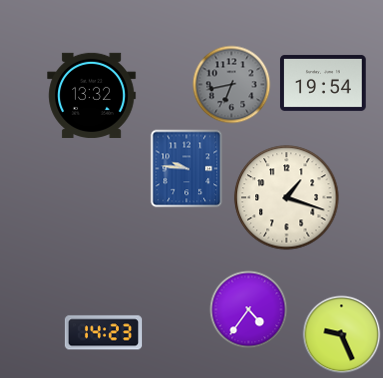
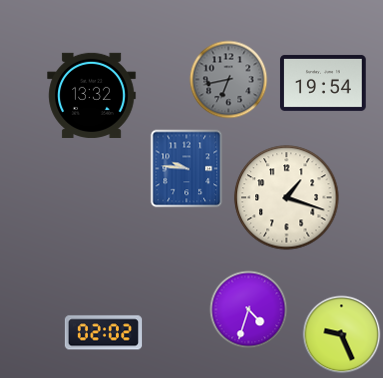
clock at (231, 84) position: (231, 84) -> (228, 79)
clock at (248, 309): 4:36 -> 4:33
clock at (103, 333): 14:23 -> 02:02
